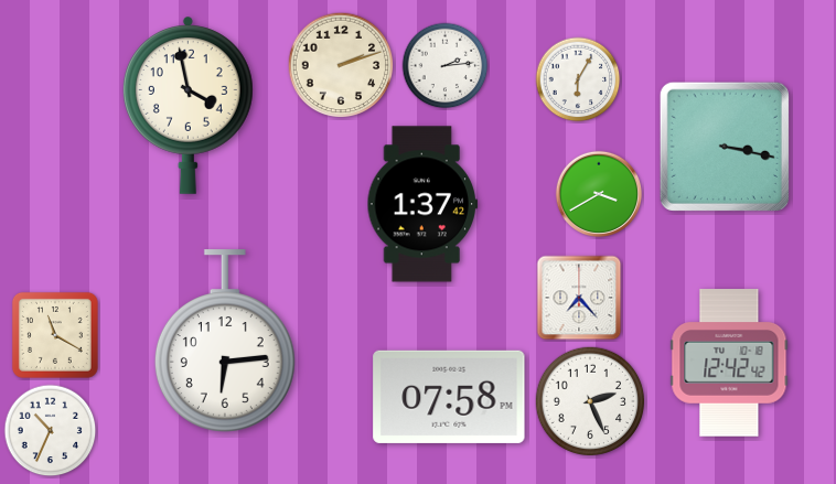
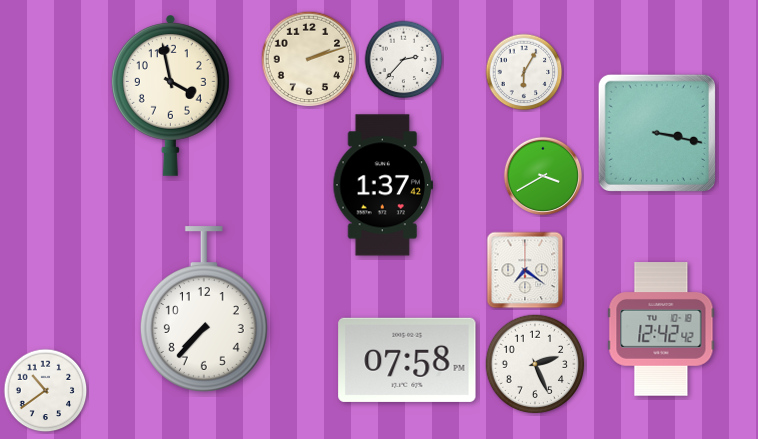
clock at (446, 66): 2:14 -> 2:37
clock at (579, 298): 7:23 -> 7:21
clock at (55, 335): 11:20 -> none
clock at (225, 341): 6:14 -> 7:37
clock at (51, 431): 10:34 -> 10:39
